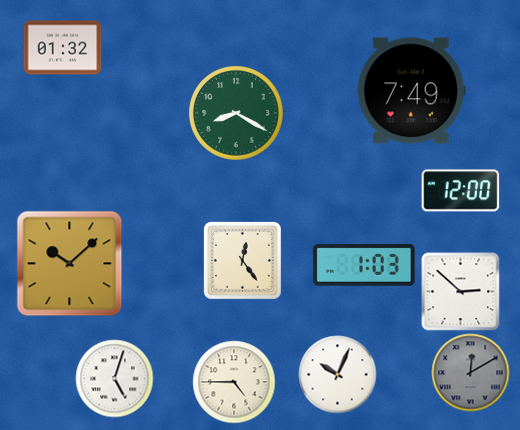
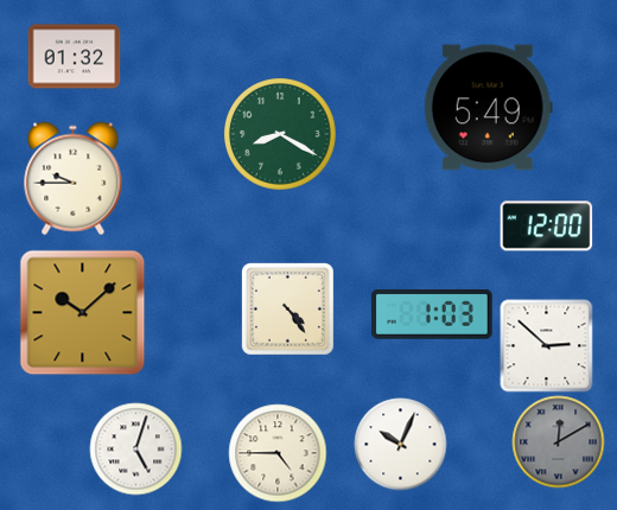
clock at (411, 91): 7:49 -> 5:49
clock at (74, 178): none -> 9:45
clock at (243, 261): 12:24 -> 4:24
